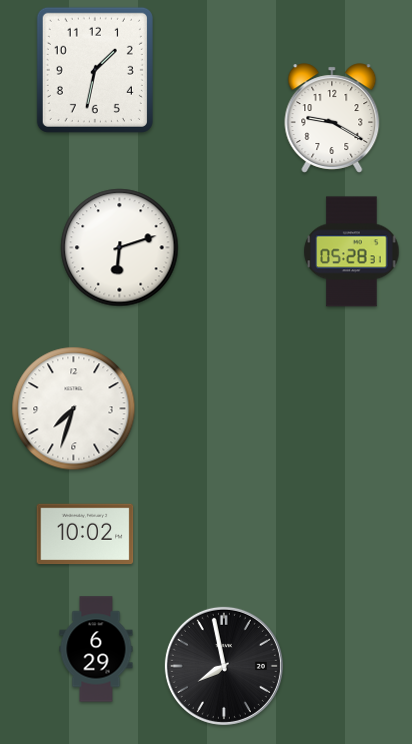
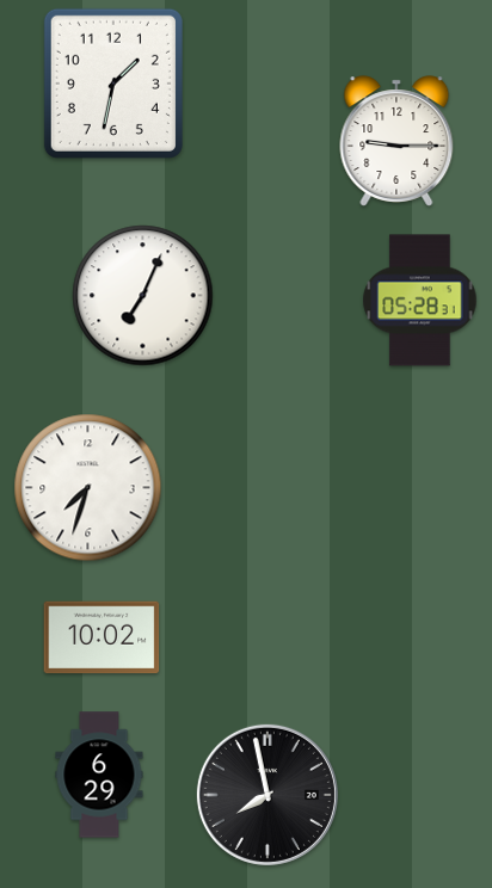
clock at (332, 118): 9:20 -> 9:15
clock at (120, 248): 6:12 -> 7:04
clock at (96, 649) position: (96, 649) -> (99, 775)
